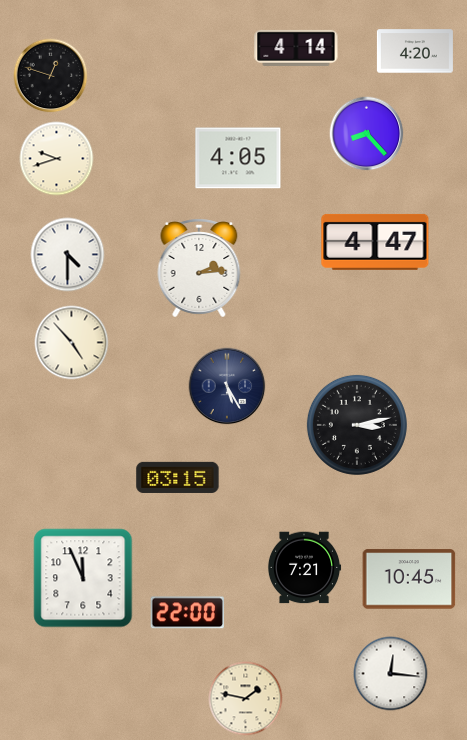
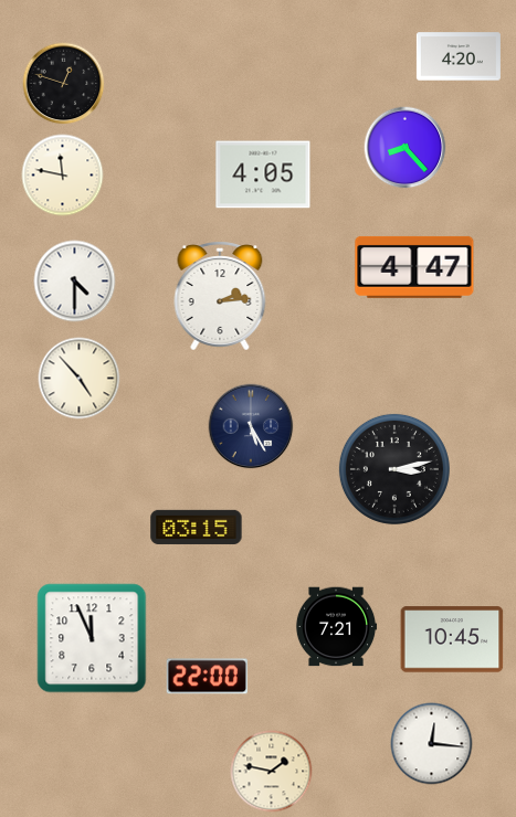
clock at (296, 48): 4:14 -> none
clock at (51, 76) position: (51, 76) -> (64, 84)
clock at (57, 159): 9:42 -> 11:47
